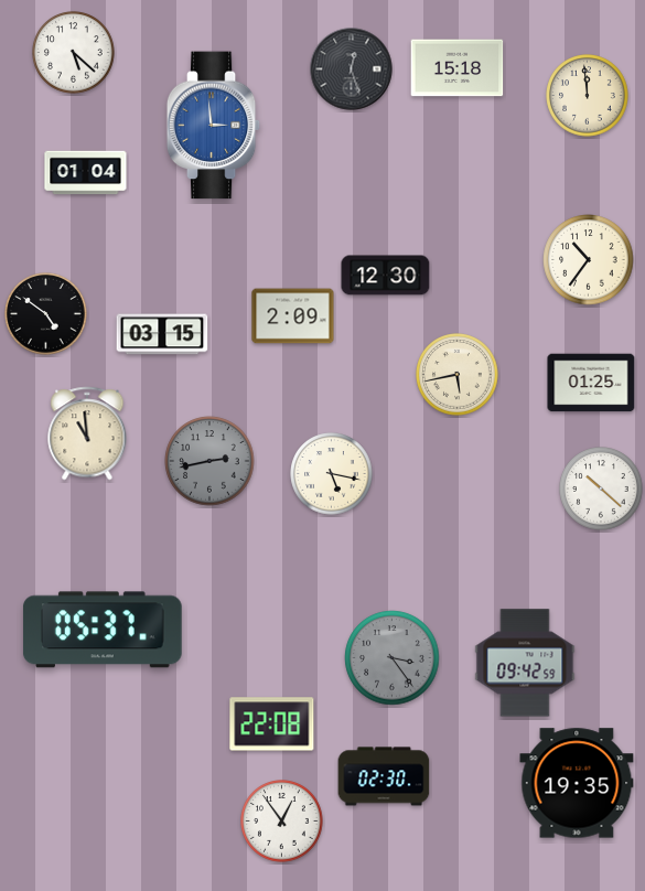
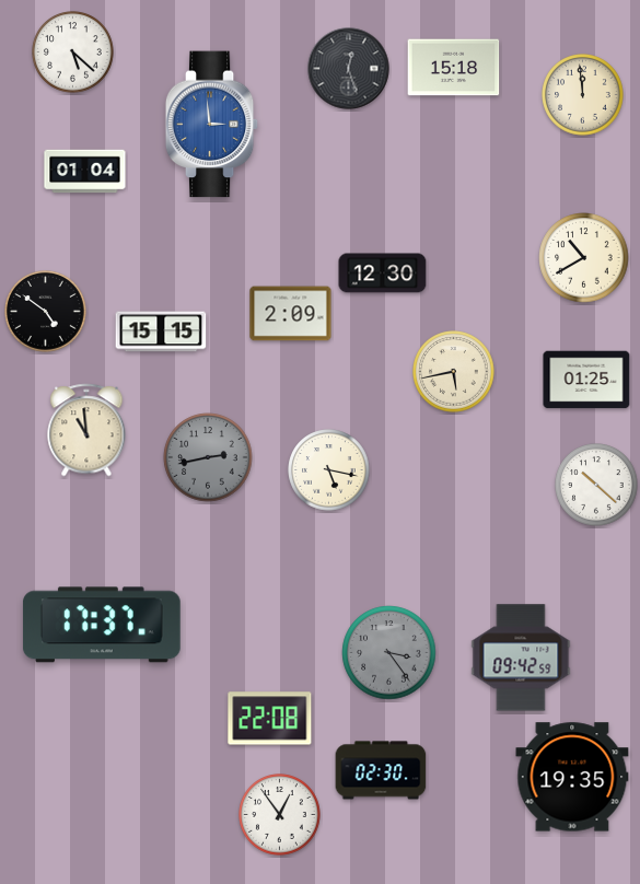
clock at (589, 260): 10:36 -> 10:40
clock at (162, 334): 03:15 -> 15:15
clock at (103, 630): 05:37 -> 17:37
